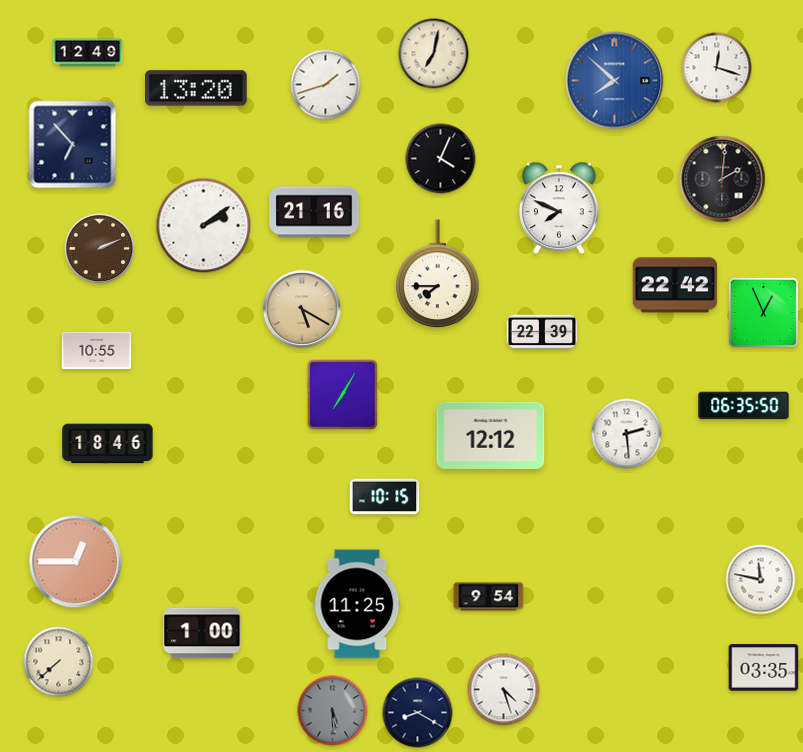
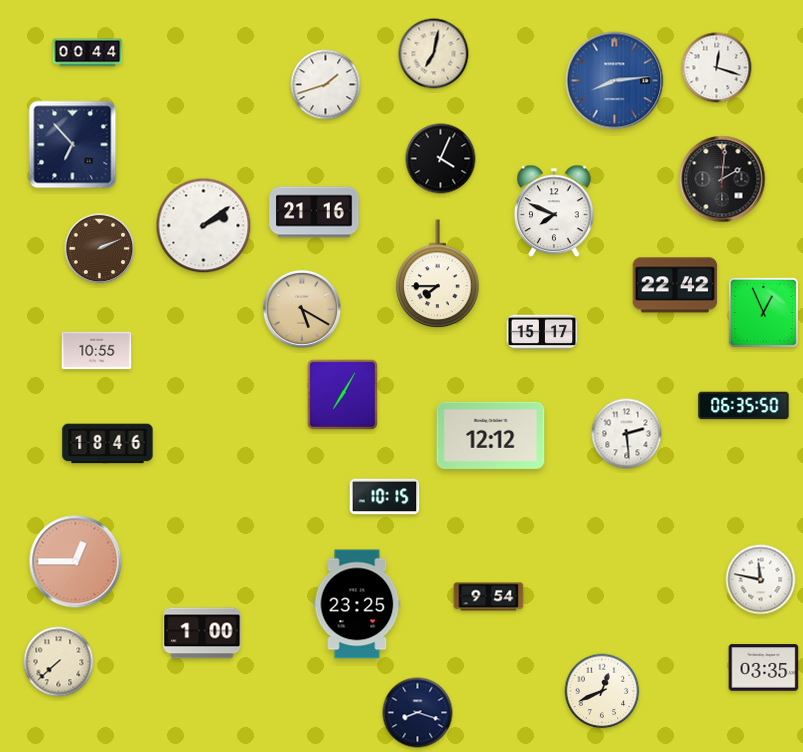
clock at (88, 53): 12:49 -> 00:44
clock at (615, 81): 7:52 -> 8:14
clock at (196, 88): 13:20 -> none
clock at (559, 208) position: (559, 208) -> (554, 211)
clock at (542, 332): 22:39 -> 15:17
clock at (357, 604): 11:25 -> 23:25
clock at (504, 690): 4:27 -> none
clock at (602, 691): none -> 12:41
clock at (333, 711): 5:29 -> none
clock at (418, 713): 8:20 -> 8:18
